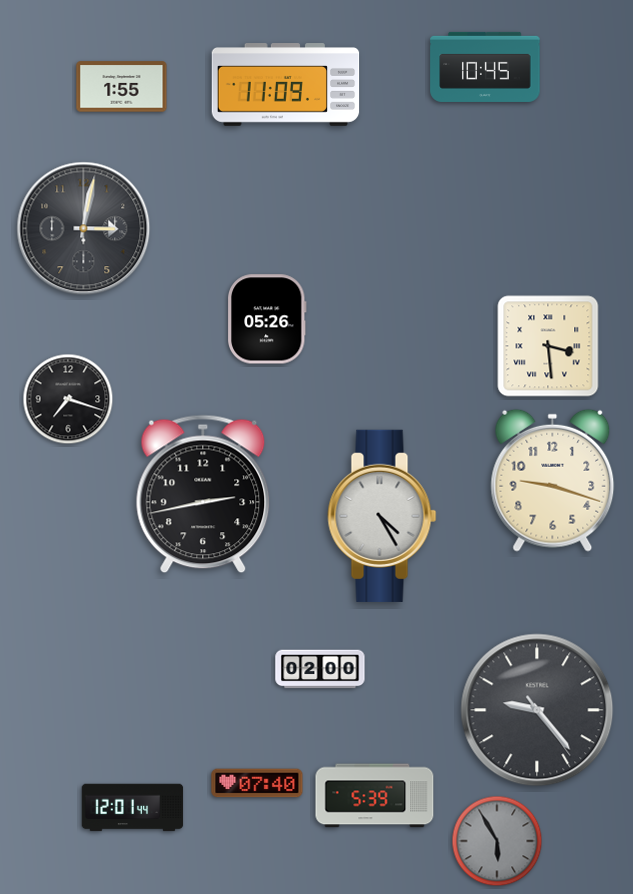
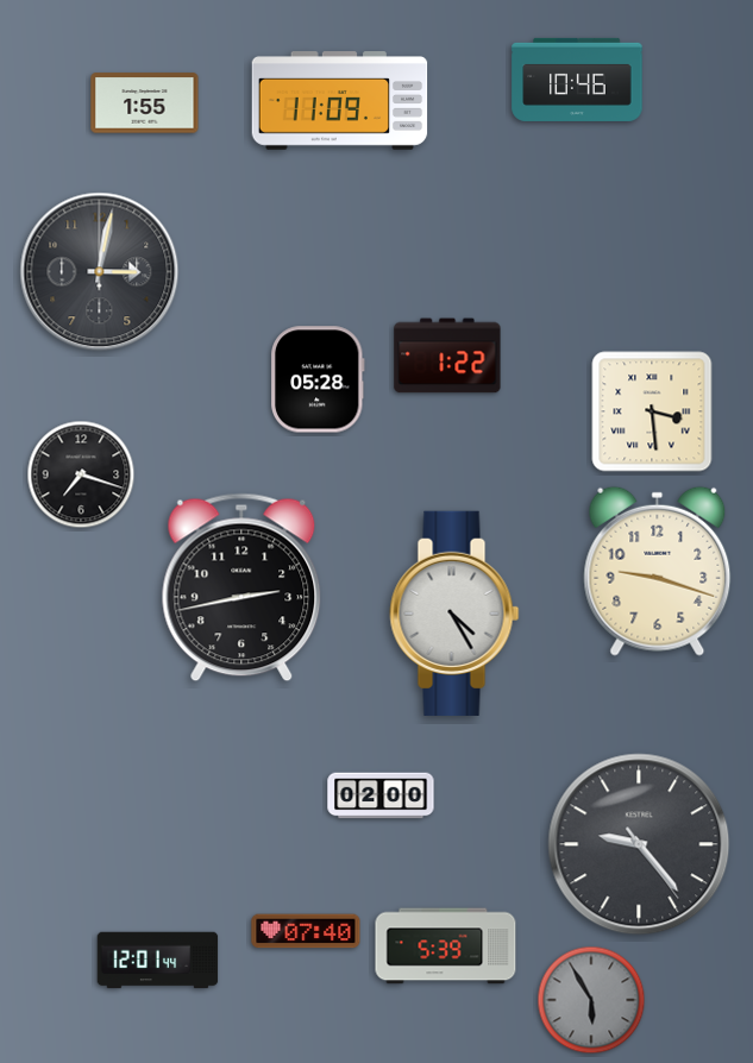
clock at (485, 67): 10:45 -> 10:46
clock at (447, 356): none -> 1:22
clock at (267, 319): 05:26 -> 05:28
